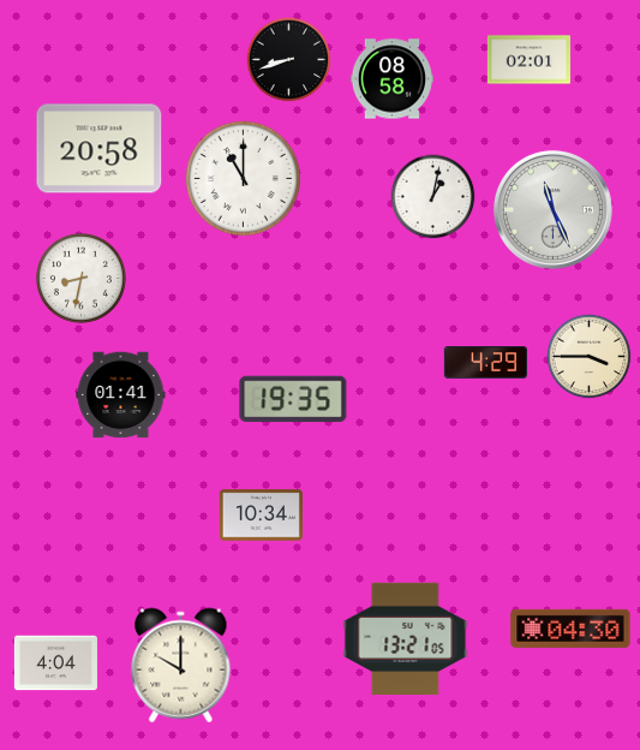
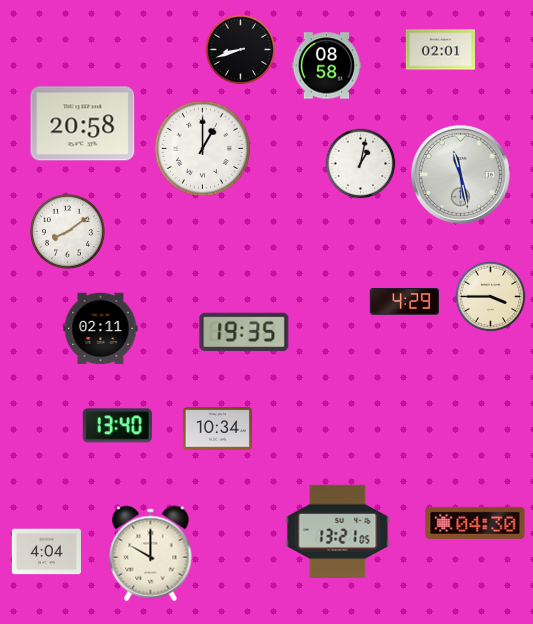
clock at (243, 178): 11:00 -> 1:00
clock at (552, 209): 11:26 -> 11:28
clock at (80, 278): 8:32 -> 8:09
clock at (121, 395): 01:41 -> 02:11
clock at (117, 426): none -> 13:40
